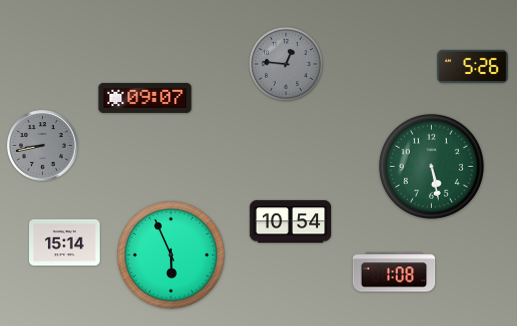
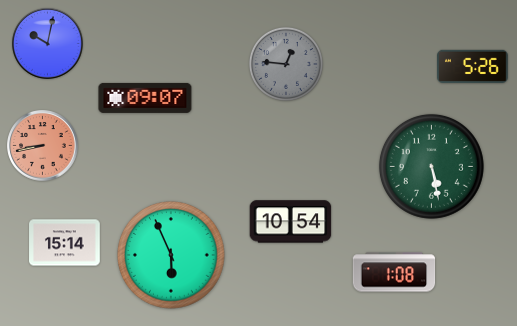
clock at (48, 44): none -> 10:02
clock at (43, 146) dial: grey -> salmon
